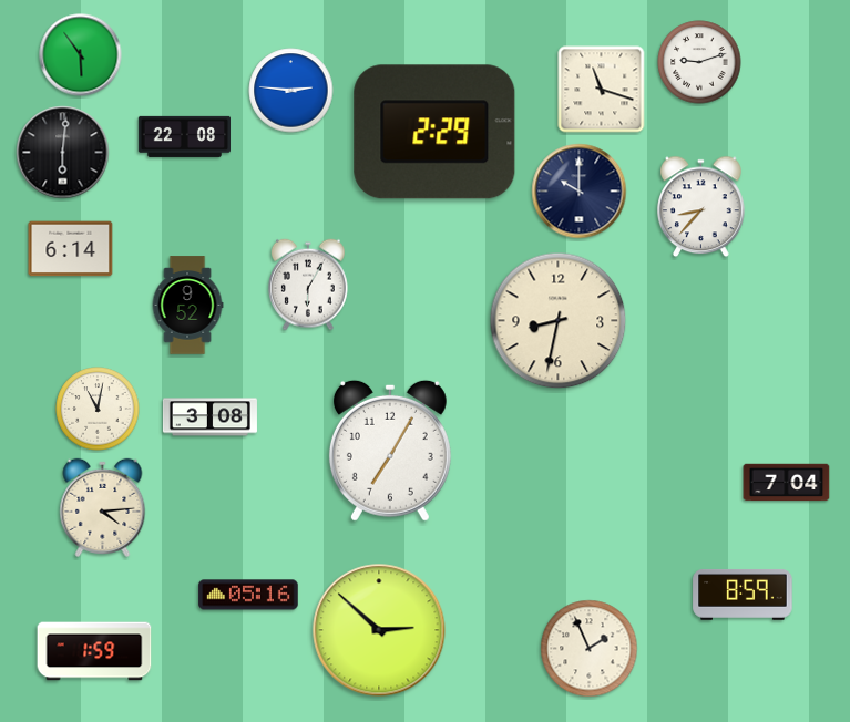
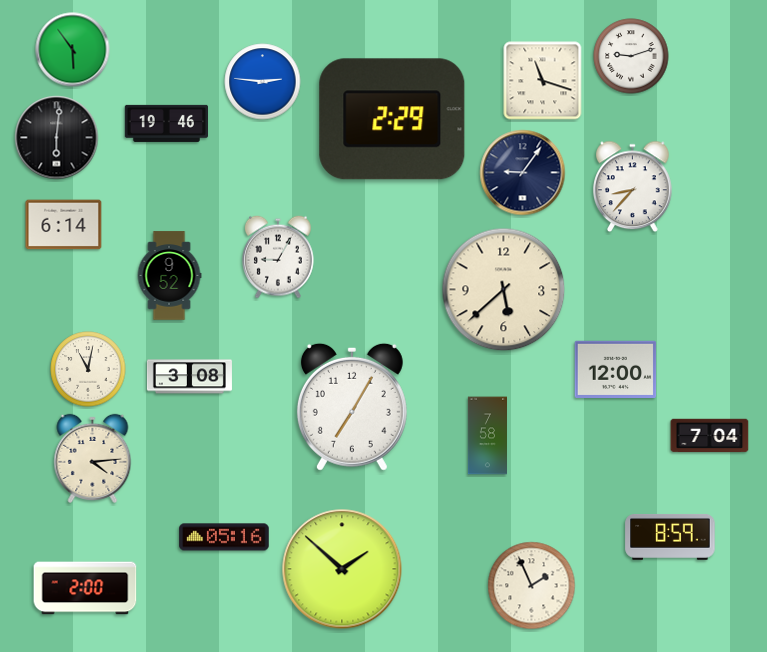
clock at (184, 136): 22:08 -> 19:46
clock at (580, 192): 10:00 -> 9:06
clock at (309, 285): 6:05 -> 9:05
clock at (559, 321): 8:32 -> 5:38
clock at (616, 369): none -> 12:00
clock at (487, 436): none -> 7:58
clock at (379, 630): 2:52 -> 1:52
clock at (94, 651): 1:59 -> 2:00
